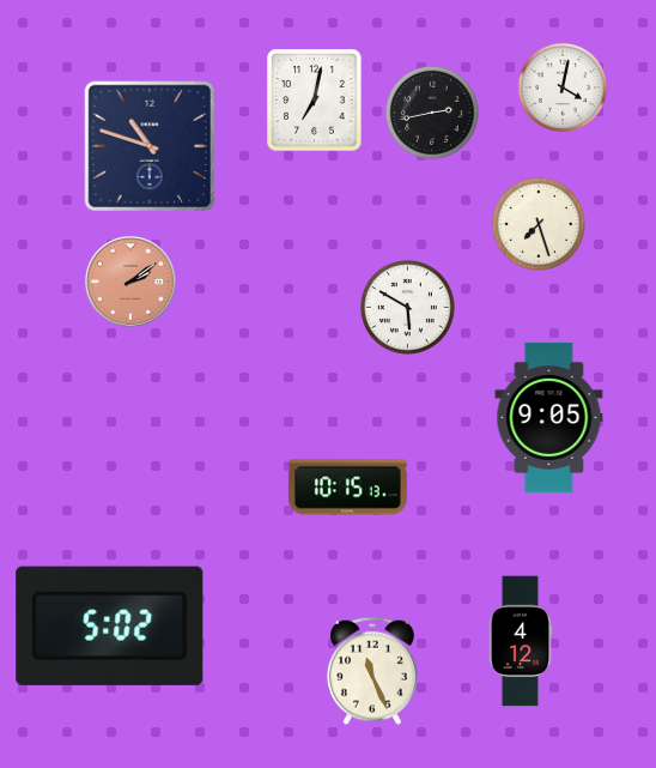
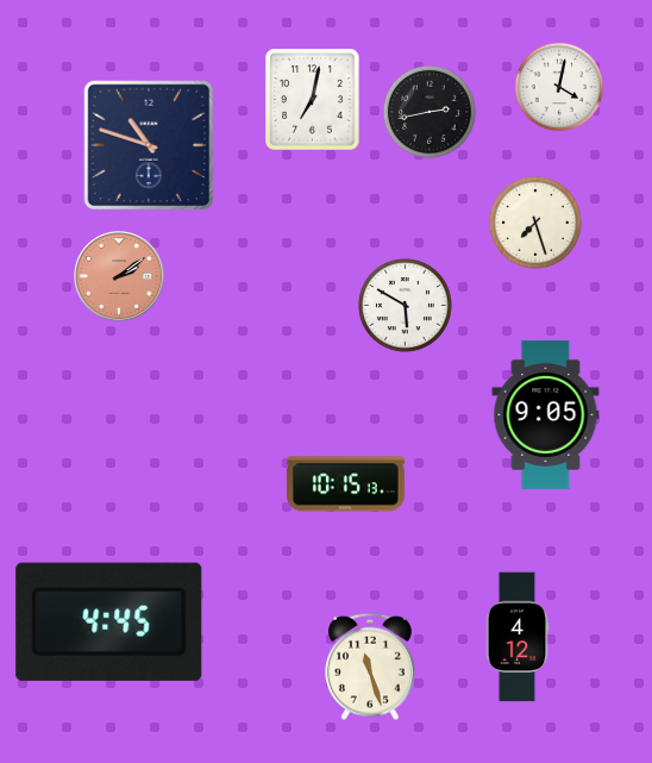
clock at (132, 283) position: (132, 283) -> (120, 277)
clock at (110, 625): 5:02 -> 4:45
clock at (372, 671): 11:26 -> 11:27
